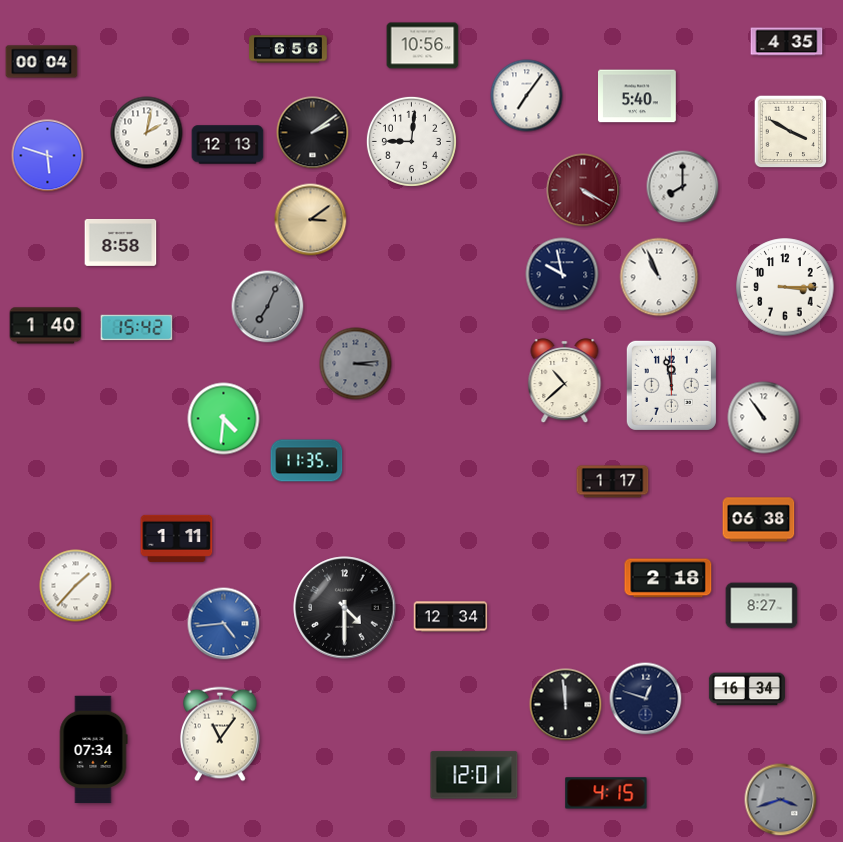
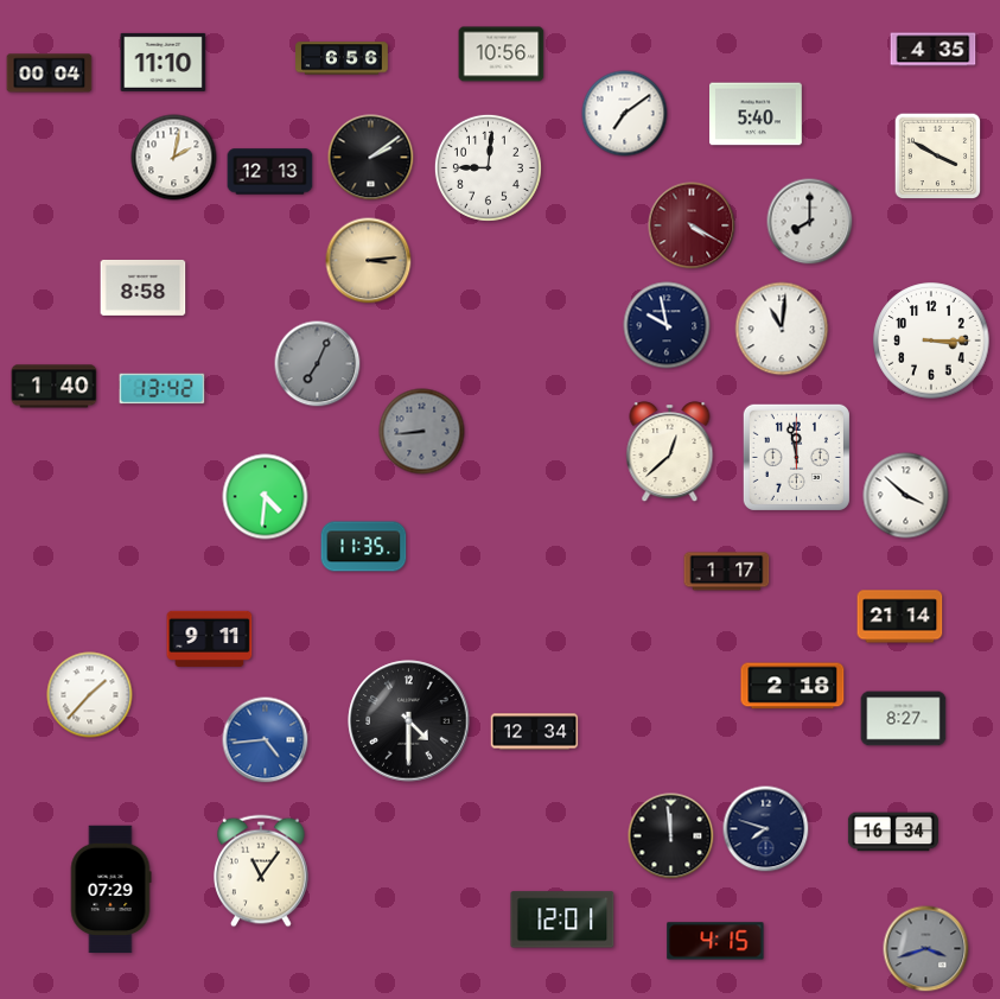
clock at (164, 62): none -> 11:10
clock at (527, 96): 7:06 -> 7:09
clock at (48, 156): 5:48 -> none
clock at (311, 220): 3:09 -> 3:14
clock at (659, 277): 10:56 -> 11:01
clock at (137, 328): 15:42 -> 13:42
clock at (356, 364): 3:14 -> 8:44
clock at (565, 381): 10:38 -> 12:38
clock at (764, 418): 10:54 -> 3:52
clock at (759, 520): 06:38 -> 21:14
clock at (177, 538): 1:11 -> 9:11
clock at (747, 689) position: (747, 689) -> (893, 832)
clock at (646, 699): 12:48 -> 7:48
clock at (93, 750): 07:34 -> 07:29
clock at (606, 793) position: (606, 793) -> (715, 941)
